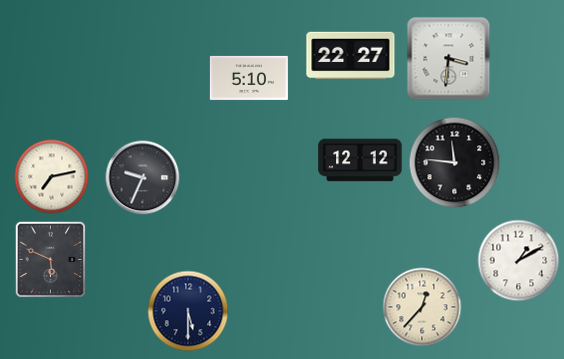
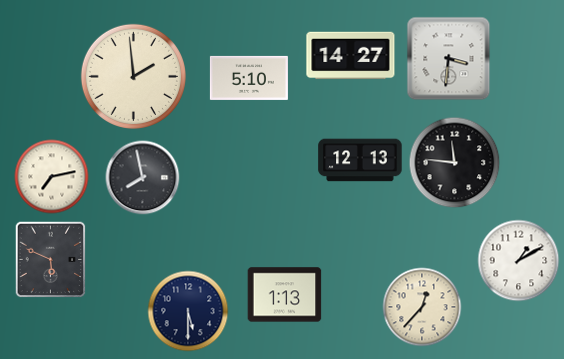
clock at (351, 56): 22:27 -> 14:27
clock at (133, 76): none -> 1:59
clock at (360, 160): 12:12 -> 12:13
clock at (143, 178): 9:34 -> 7:58
clock at (285, 295): none -> 1:13
